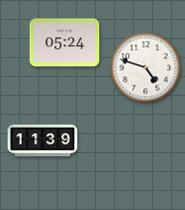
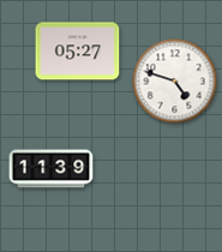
clock at (65, 43): 05:24 -> 05:27
